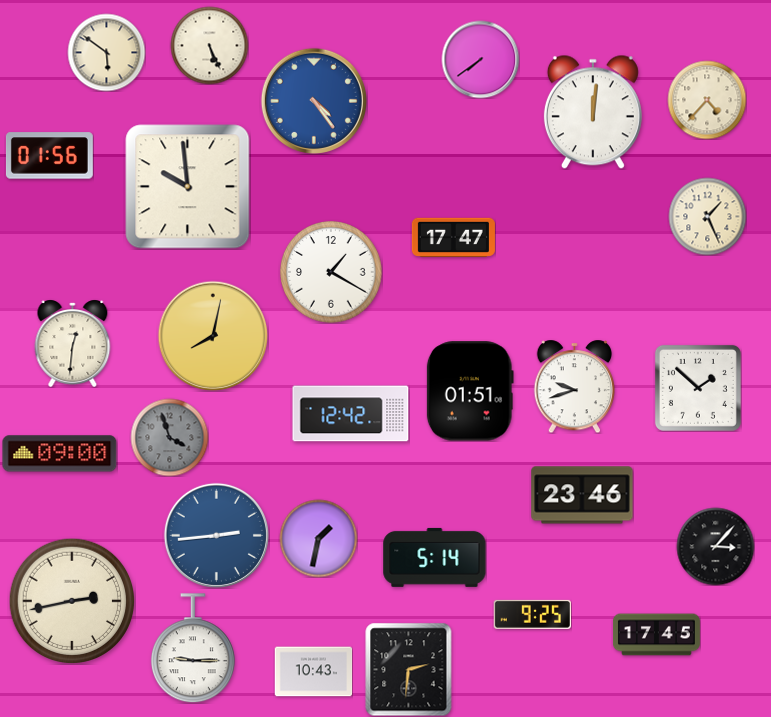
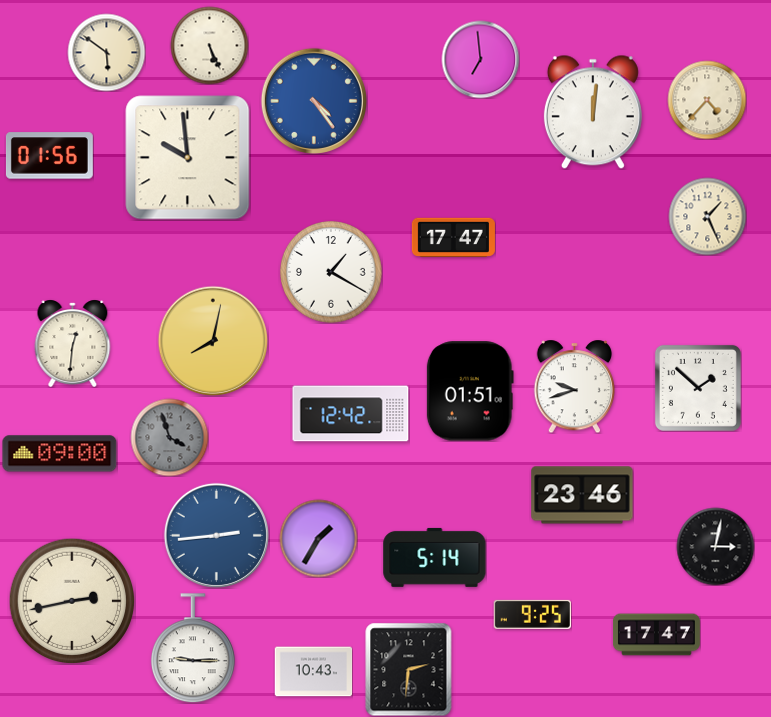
clock at (480, 59): 7:39 -> 6:59
clock at (188, 187) position: (188, 187) -> (188, 158)
clock at (213, 336) position: (213, 336) -> (213, 341)
clock at (318, 538): 1:32 -> 1:35
clock at (715, 546): 3:07 -> 3:02
clock at (656, 635): 17:45 -> 17:47
